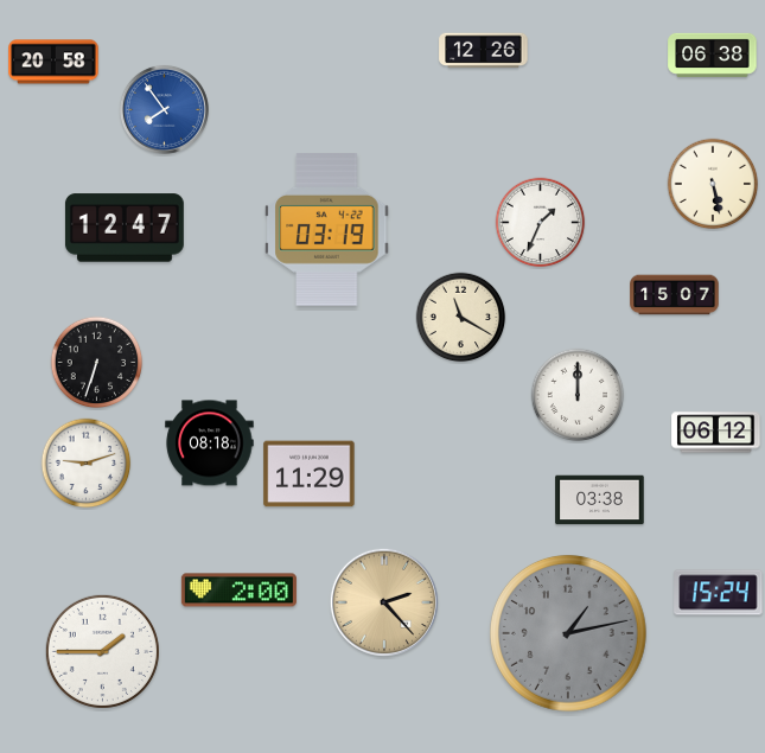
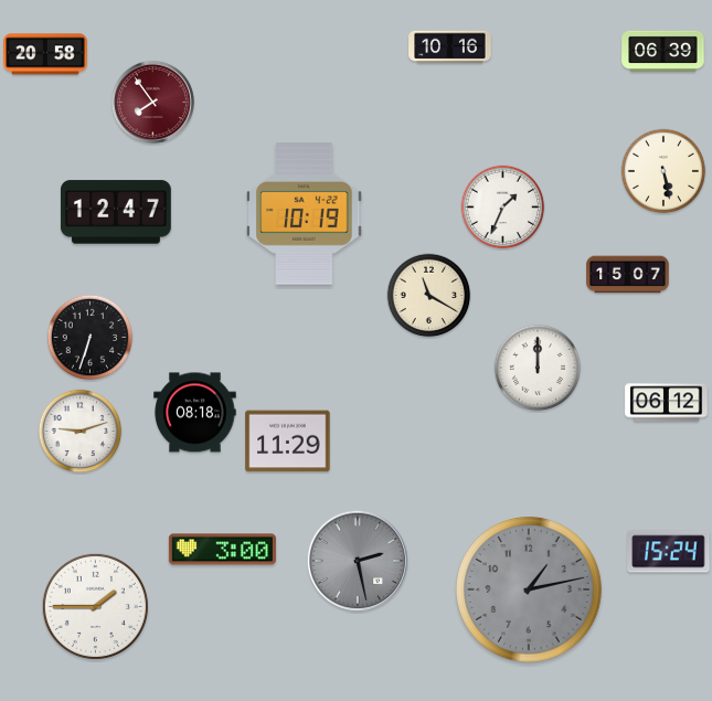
clock at (484, 51): 12:26 -> 10:16
clock at (713, 55): 06:38 -> 06:39
clock at (53, 62) position: (53, 62) -> (45, 54)
clock at (164, 109) dial: blue -> burgundy
clock at (327, 230): 03:19 -> 10:19
clock at (600, 500): 03:38 -> none
clock at (238, 591): 2:00 -> 3:00
clock at (383, 601): 2:23 -> 2:28
clock at (383, 601) dial: champagne -> grey
